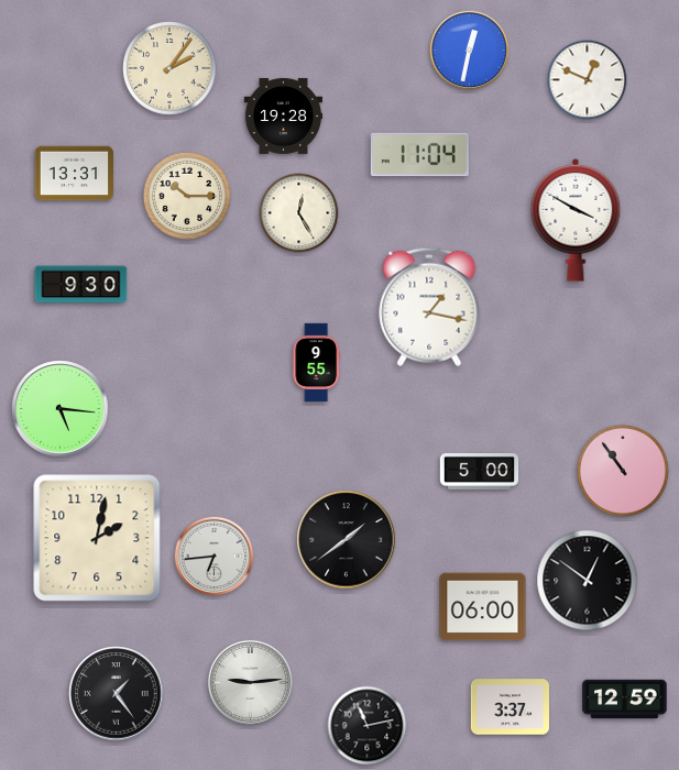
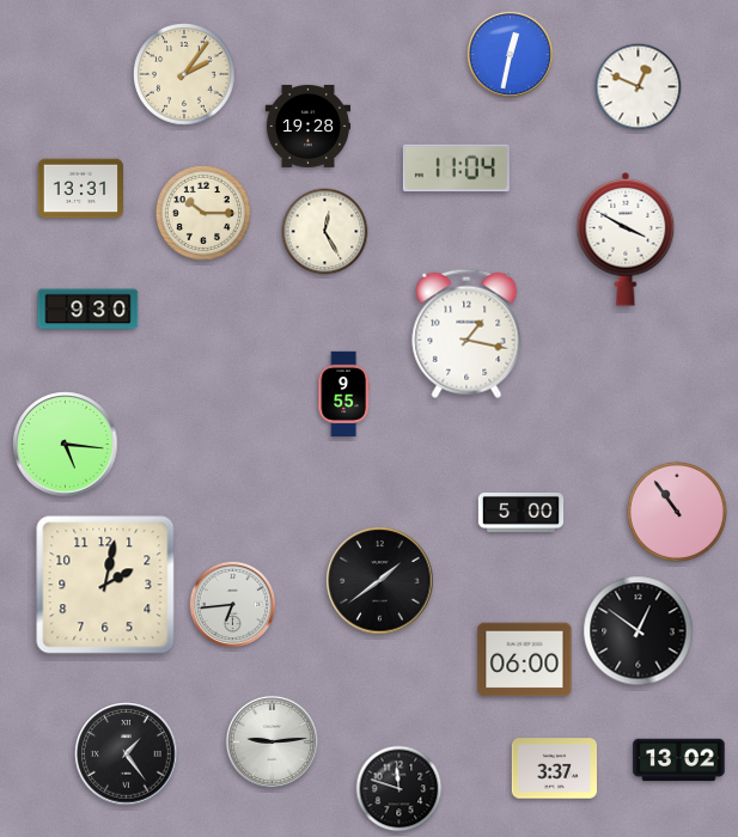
clock at (347, 540) position: (347, 540) -> (380, 581)
clock at (625, 700): 12:59 -> 13:02
clock at (368, 726): 11:13 -> 11:48
